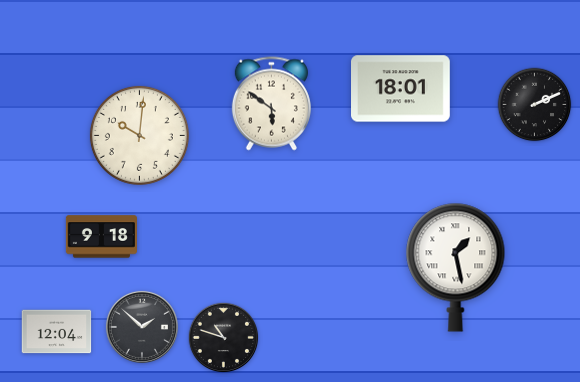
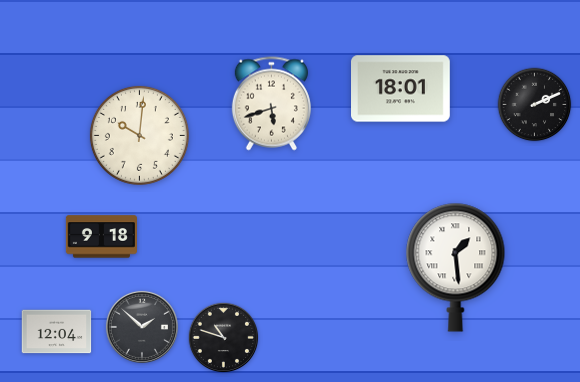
clock at (271, 104): 5:51 -> 5:42
clock at (456, 267): 1:28 -> 1:29
